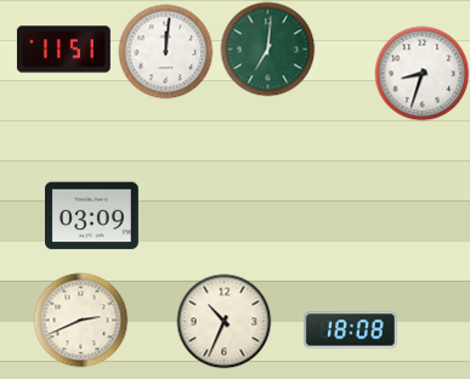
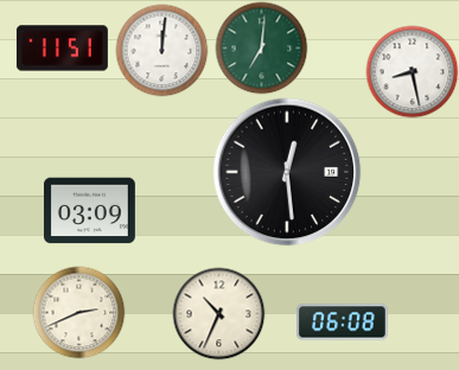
clock at (421, 73): 8:33 -> 8:28
clock at (287, 172): none -> 12:29
clock at (350, 330): 18:08 -> 06:08
